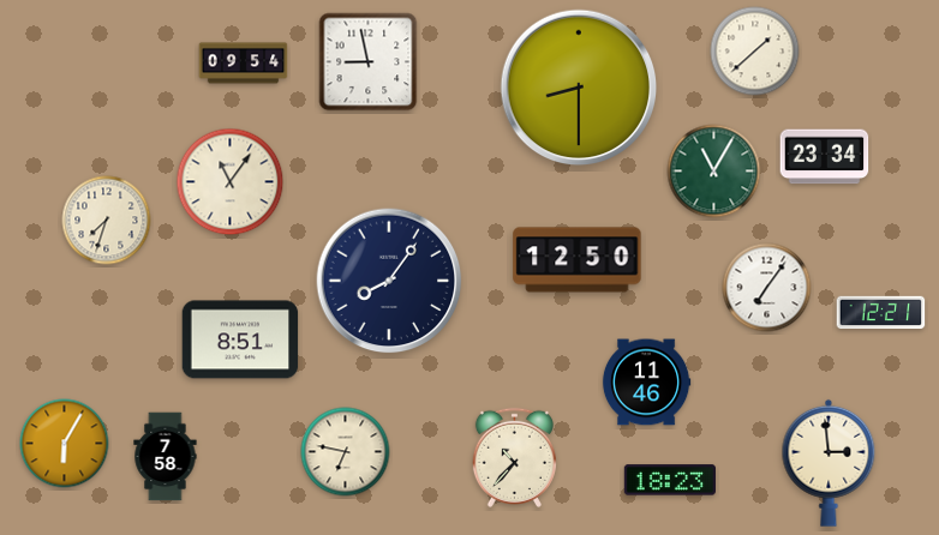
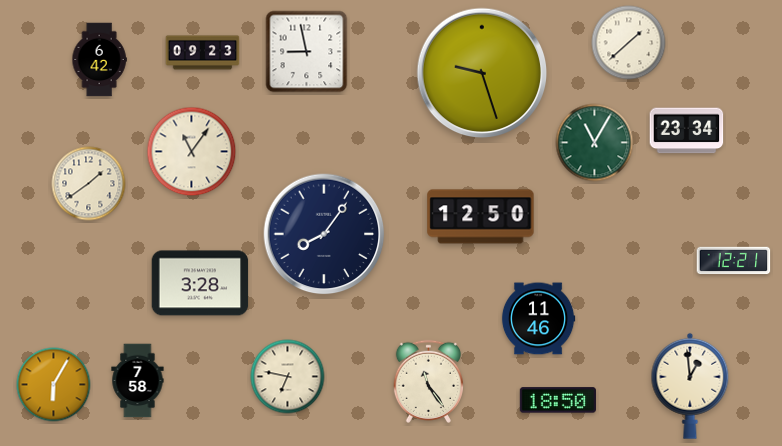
clock at (244, 64): 09:54 -> 09:23
clock at (99, 60): none -> 6:42
clock at (579, 88): 8:30 -> 9:27
clock at (107, 221): 7:33 -> 1:39
clock at (767, 288): 7:06 -> none
clock at (240, 339): 8:51 -> 3:28
clock at (65, 444) position: (65, 444) -> (54, 385)
clock at (514, 457): 10:37 -> 11:24
clock at (829, 463): 2:59 -> 12:59
clock at (670, 480): 18:23 -> 18:50
